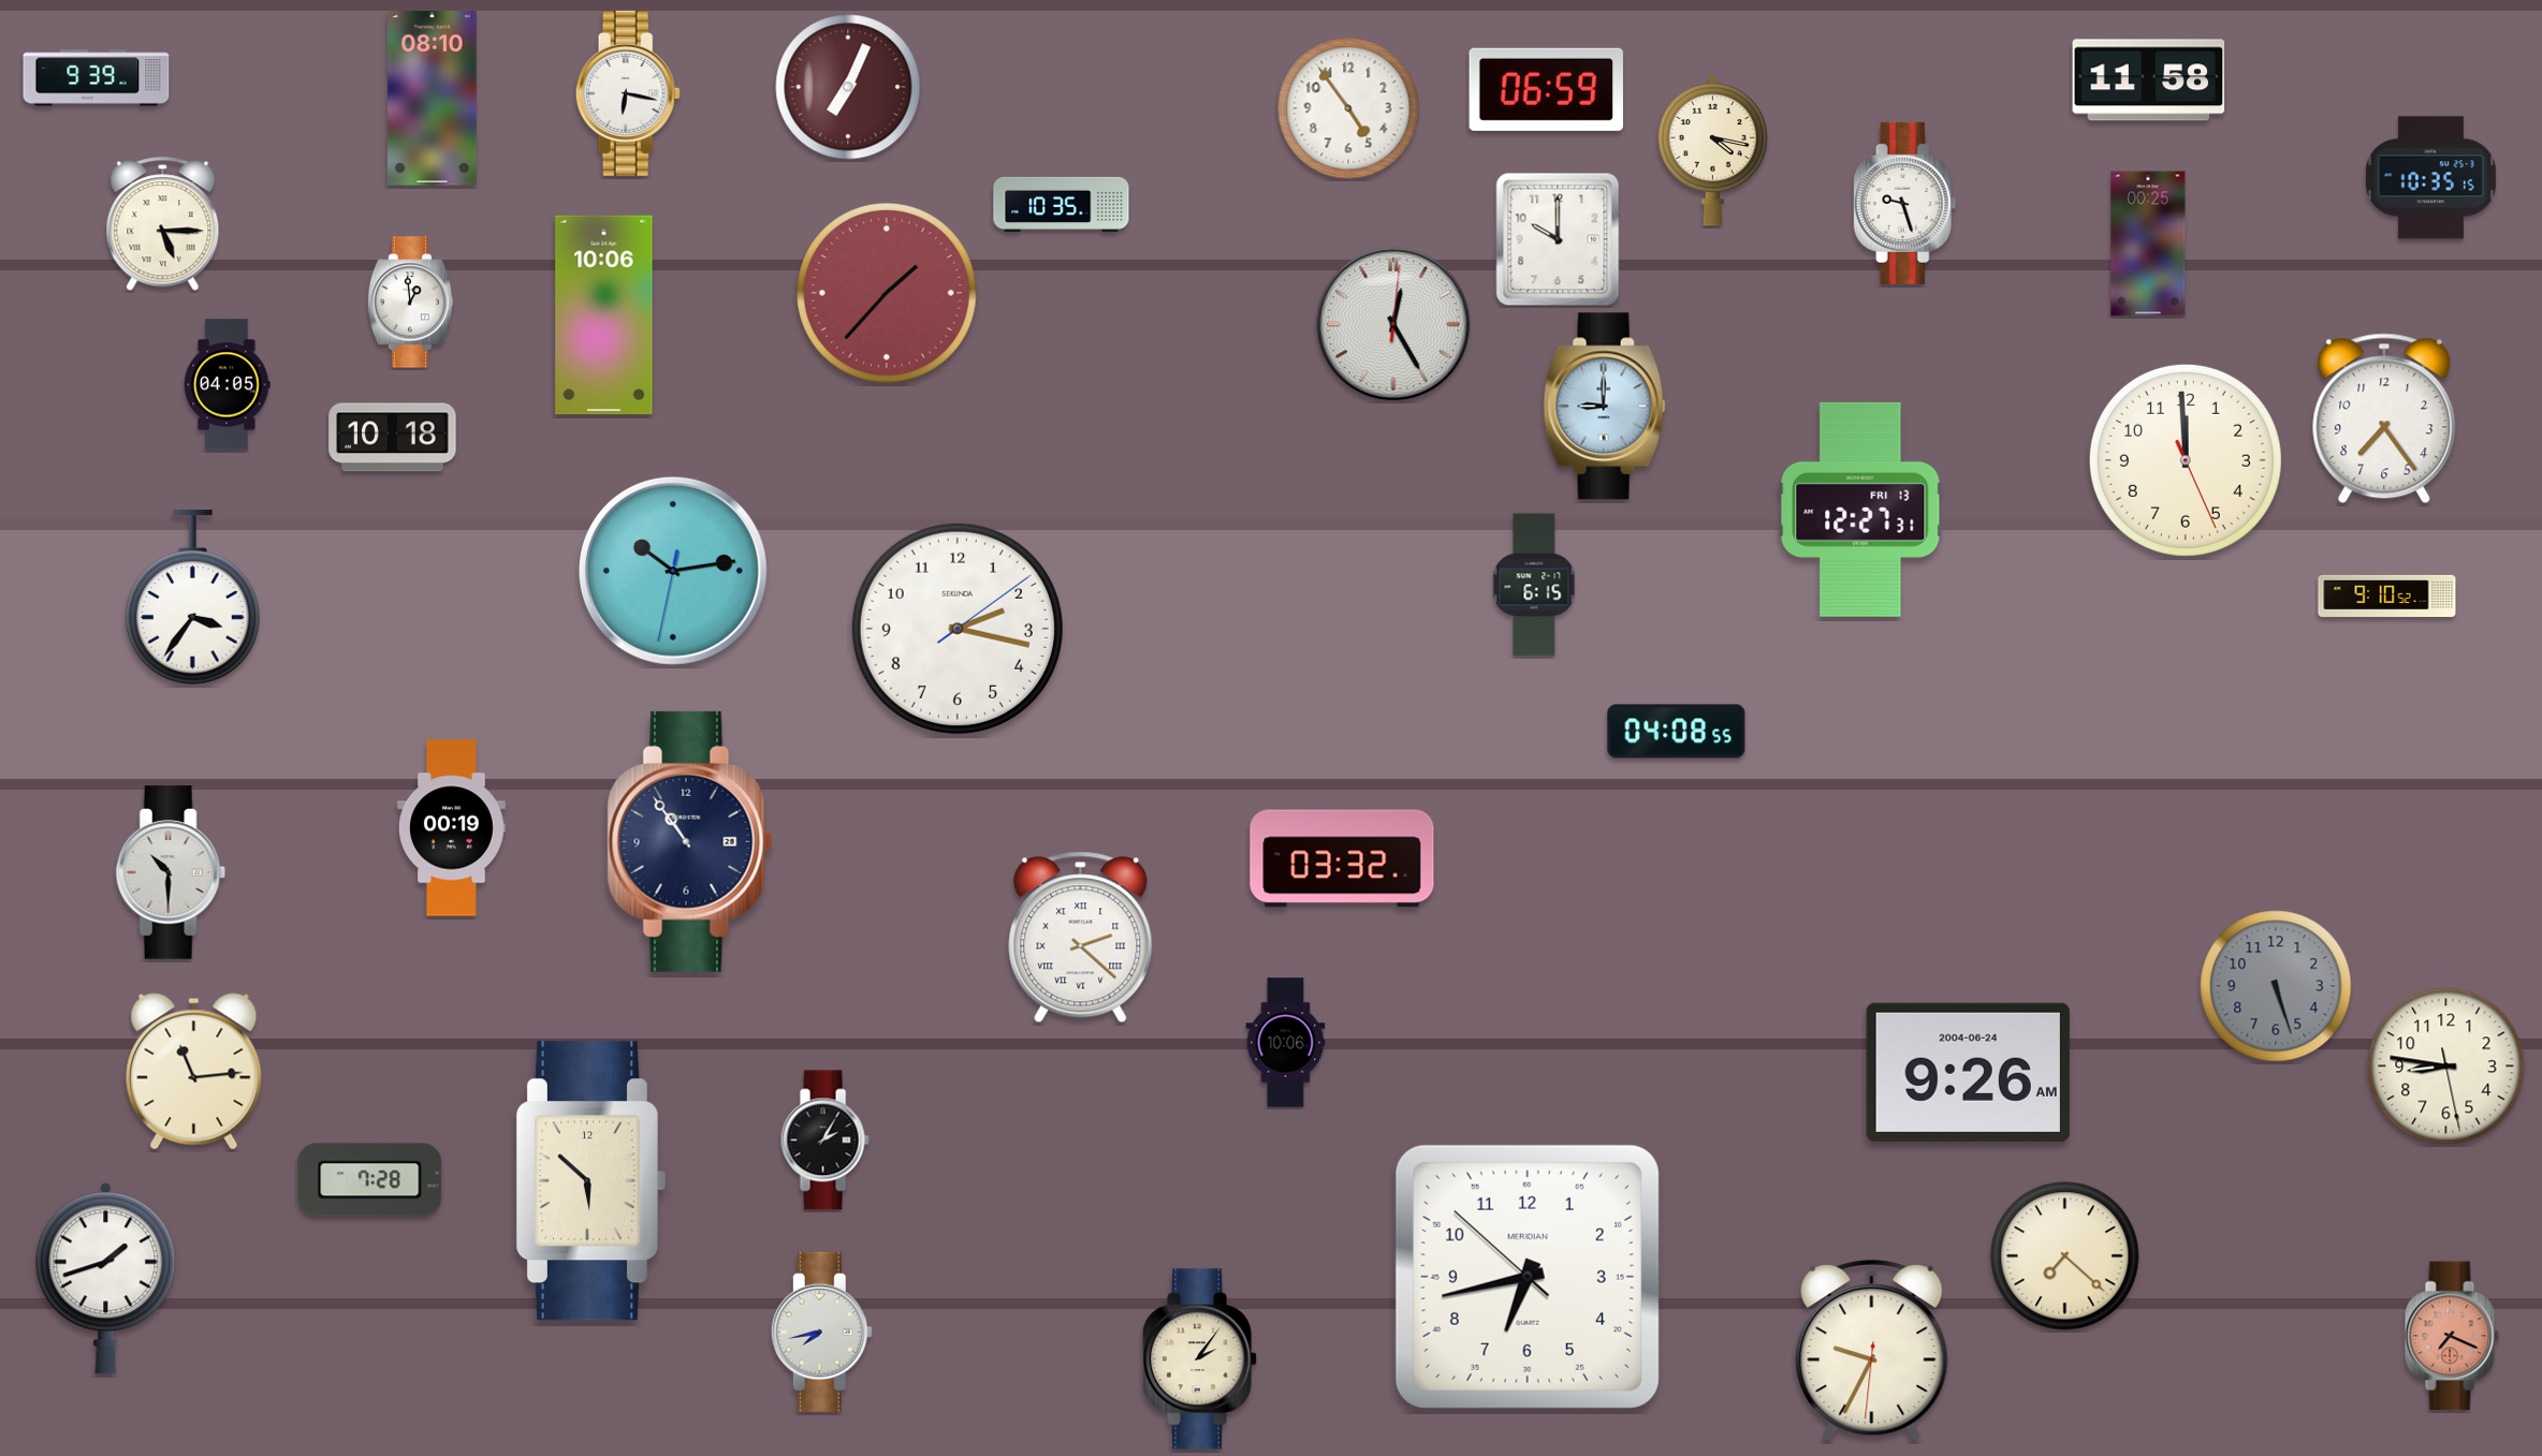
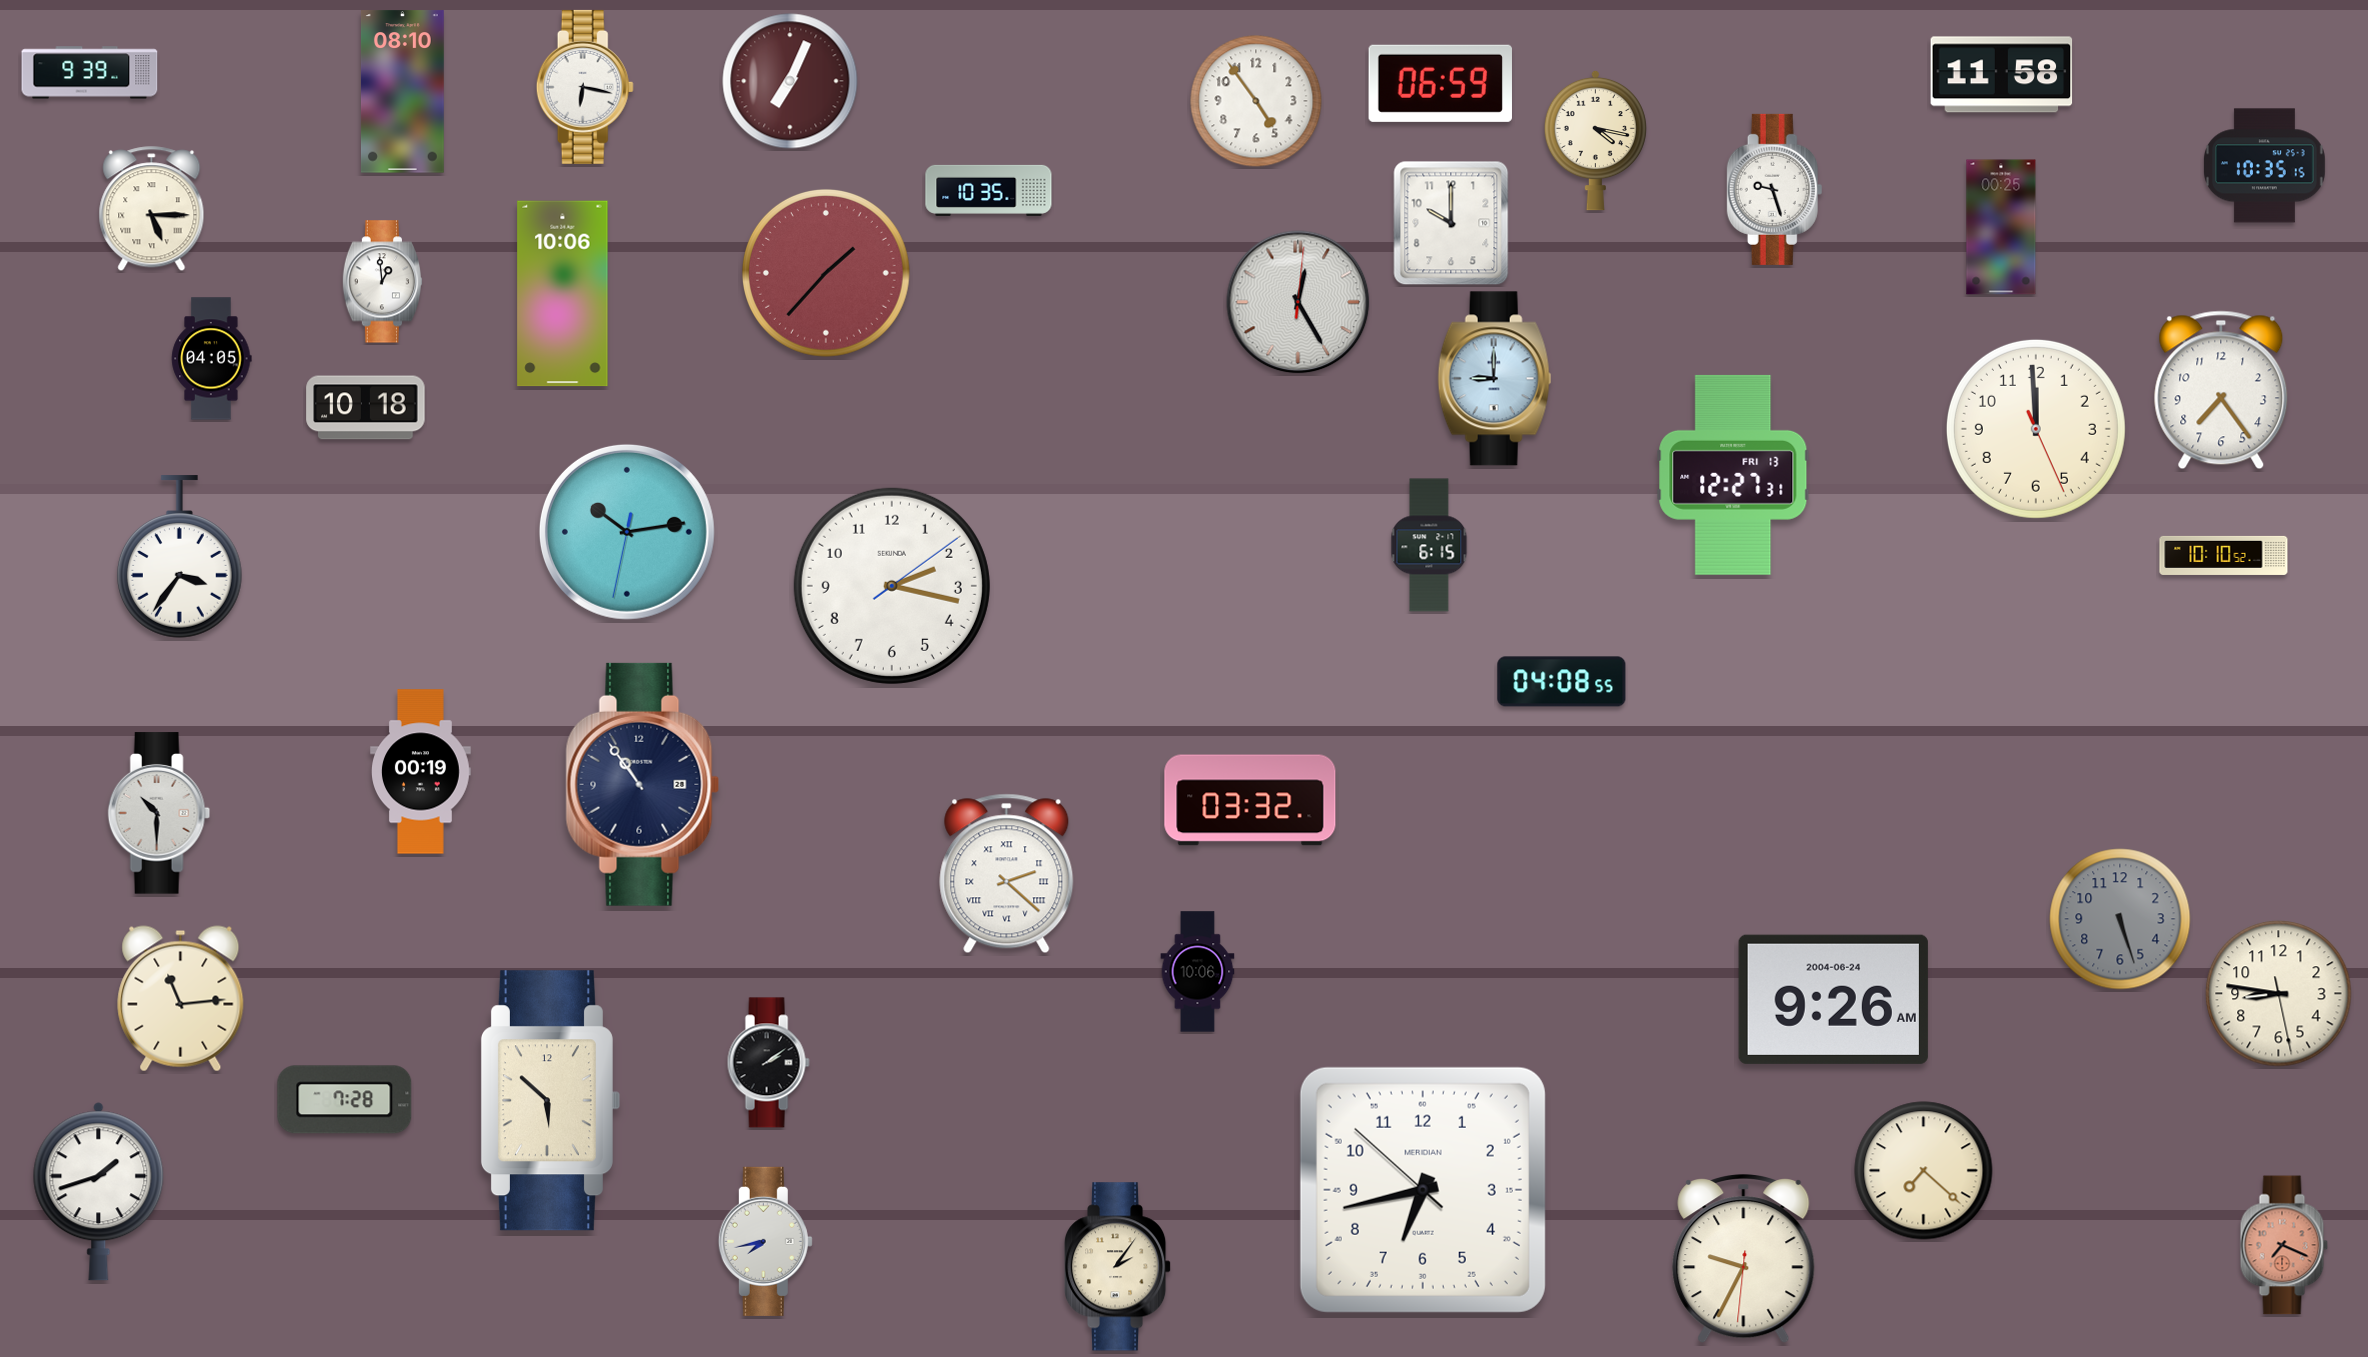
clock at (2387, 595): 9:10 -> 10:10
clock at (824, 1141): 2:05 -> 2:09
